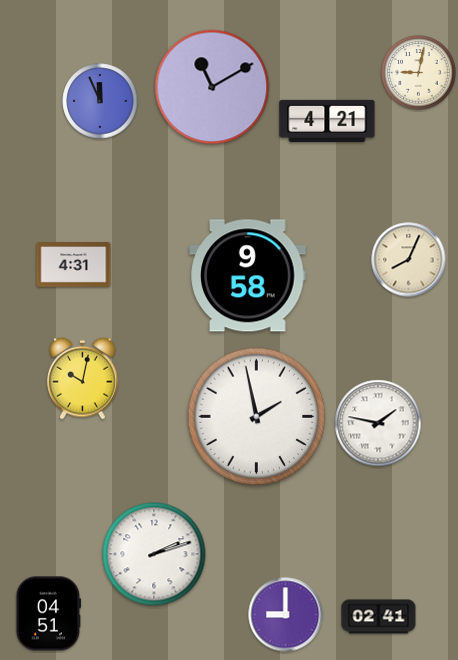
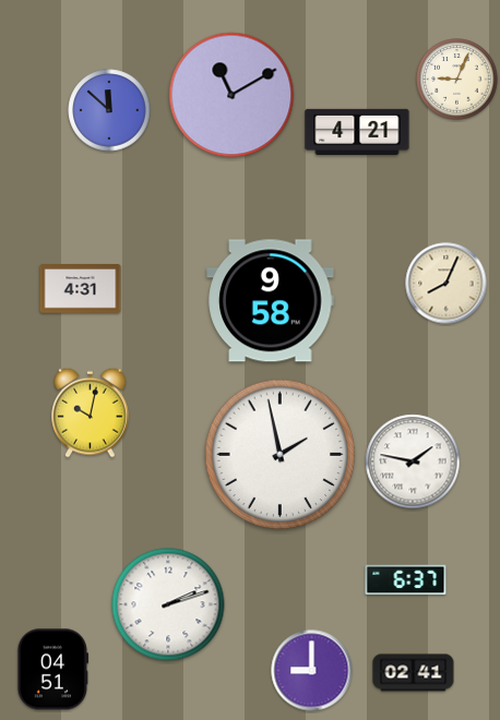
clock at (419, 73): 9:02 -> 9:04
clock at (100, 101): 11:56 -> 11:52
clock at (406, 580): none -> 6:37
